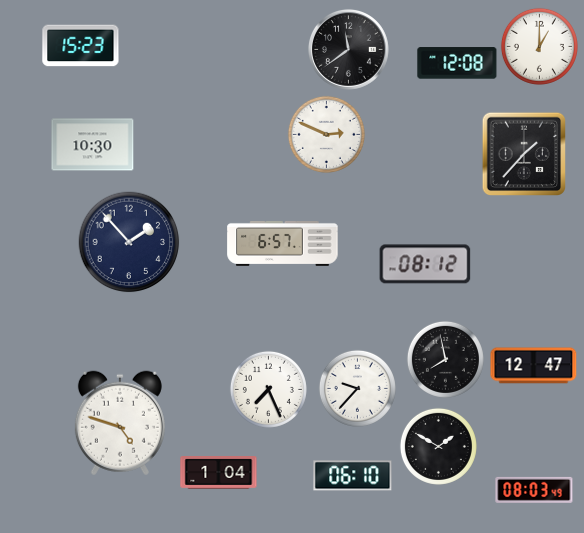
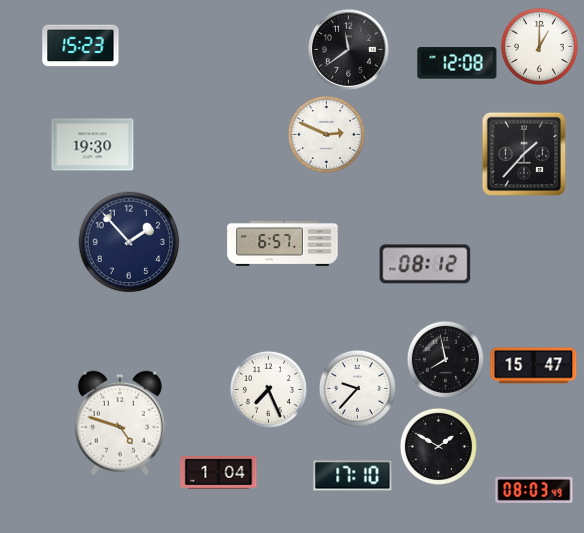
clock at (93, 145): 10:30 -> 19:30
clock at (534, 366): 12:47 -> 15:47
clock at (353, 476): 06:10 -> 17:10
